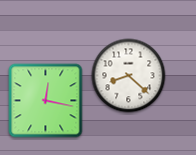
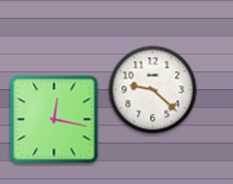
clock at (129, 76): 8:22 -> 9:22
